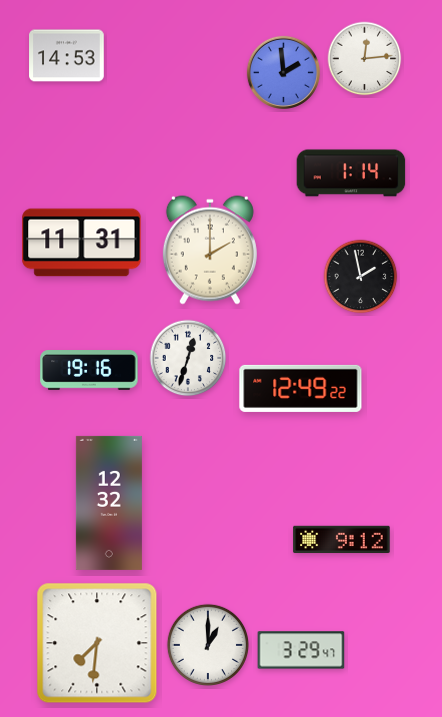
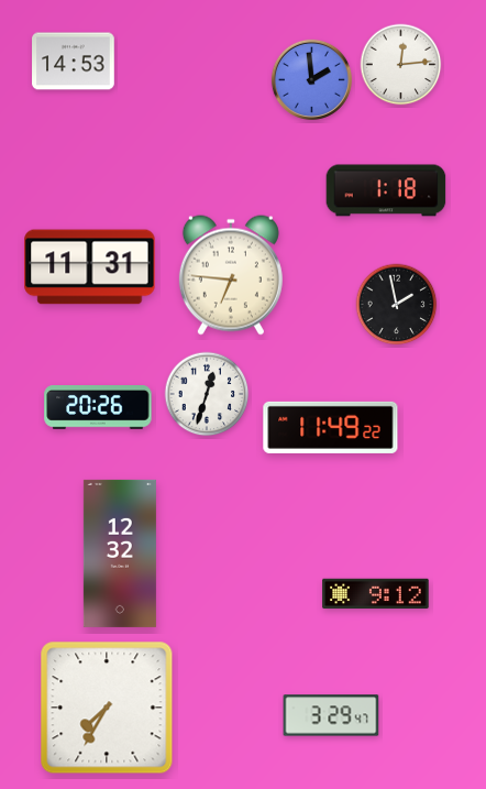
clock at (351, 173): 1:14 -> 1:18
clock at (210, 250): 2:00 -> 6:46
clock at (89, 371): 19:16 -> 20:26
clock at (301, 388): 12:49 -> 11:49
clock at (97, 643): 7:31 -> 7:35
clock at (207, 644): 1:00 -> none
